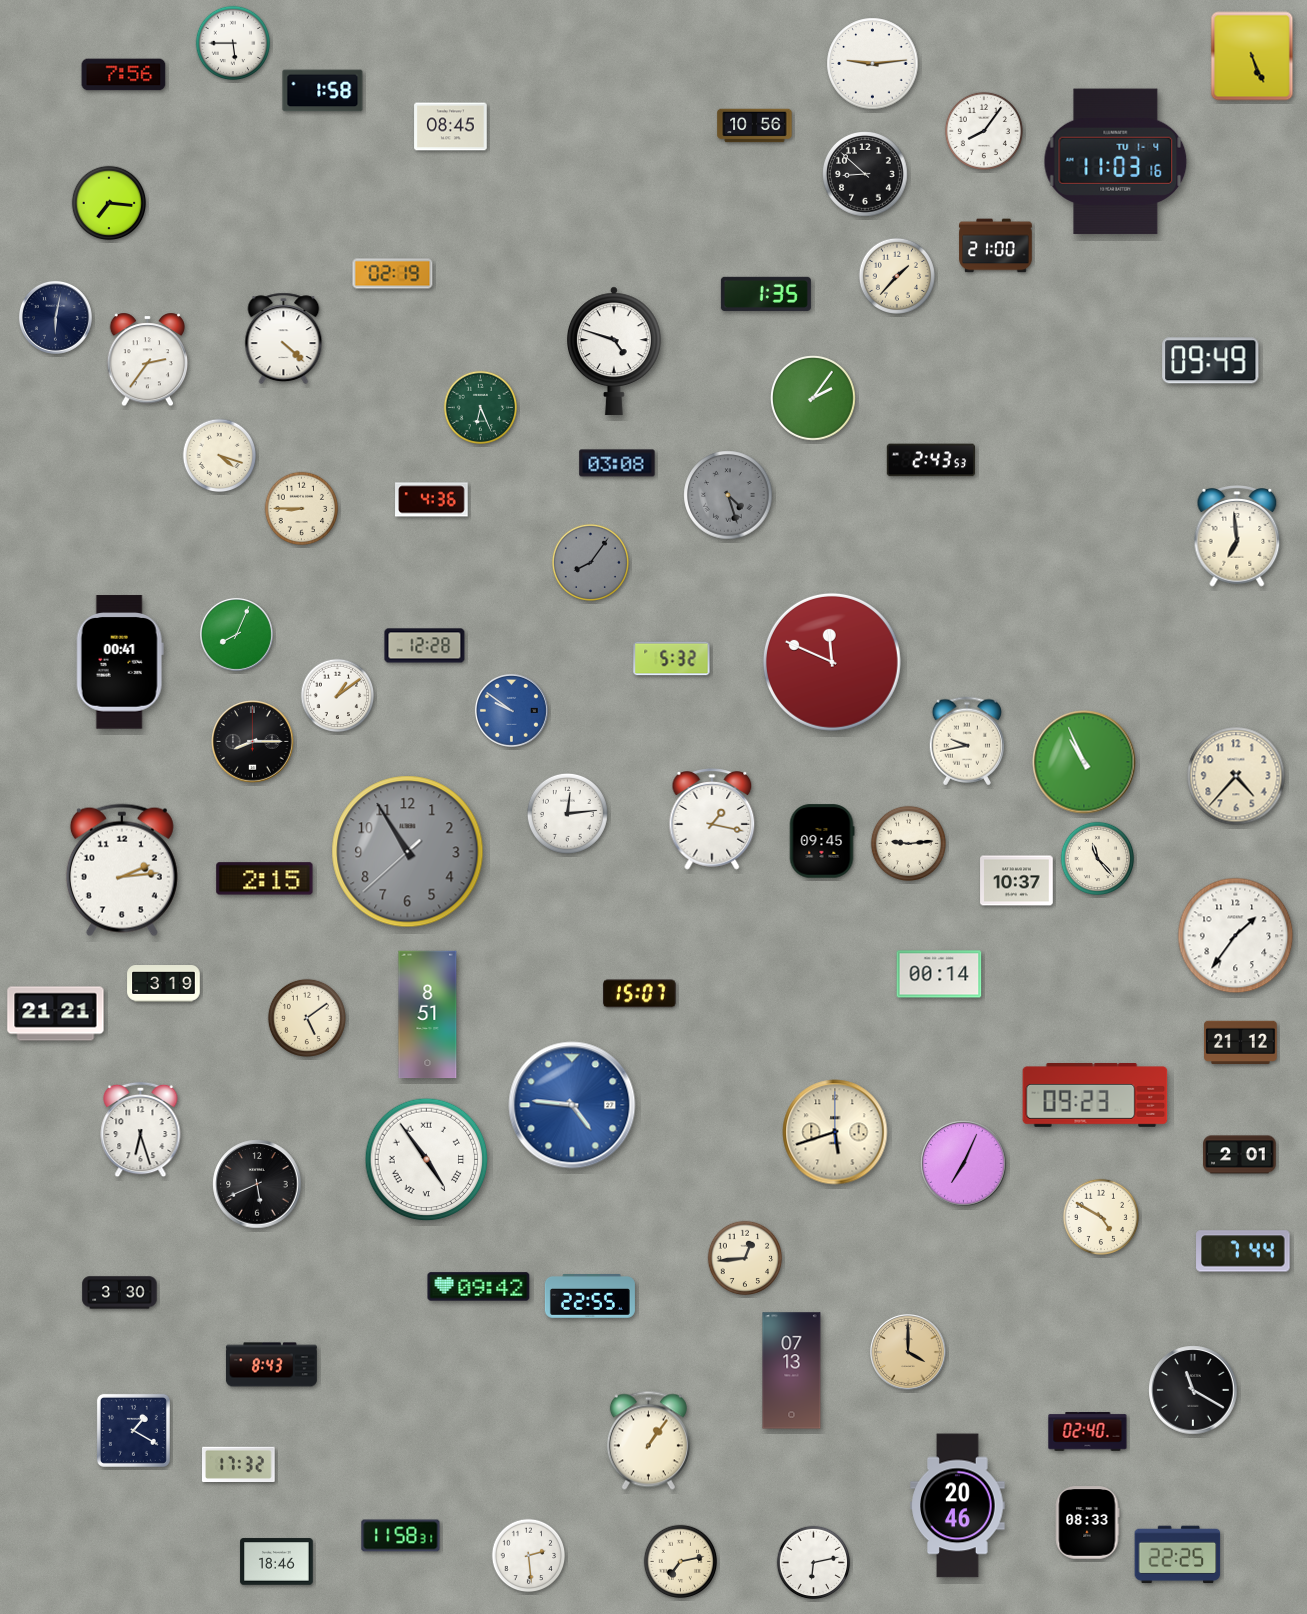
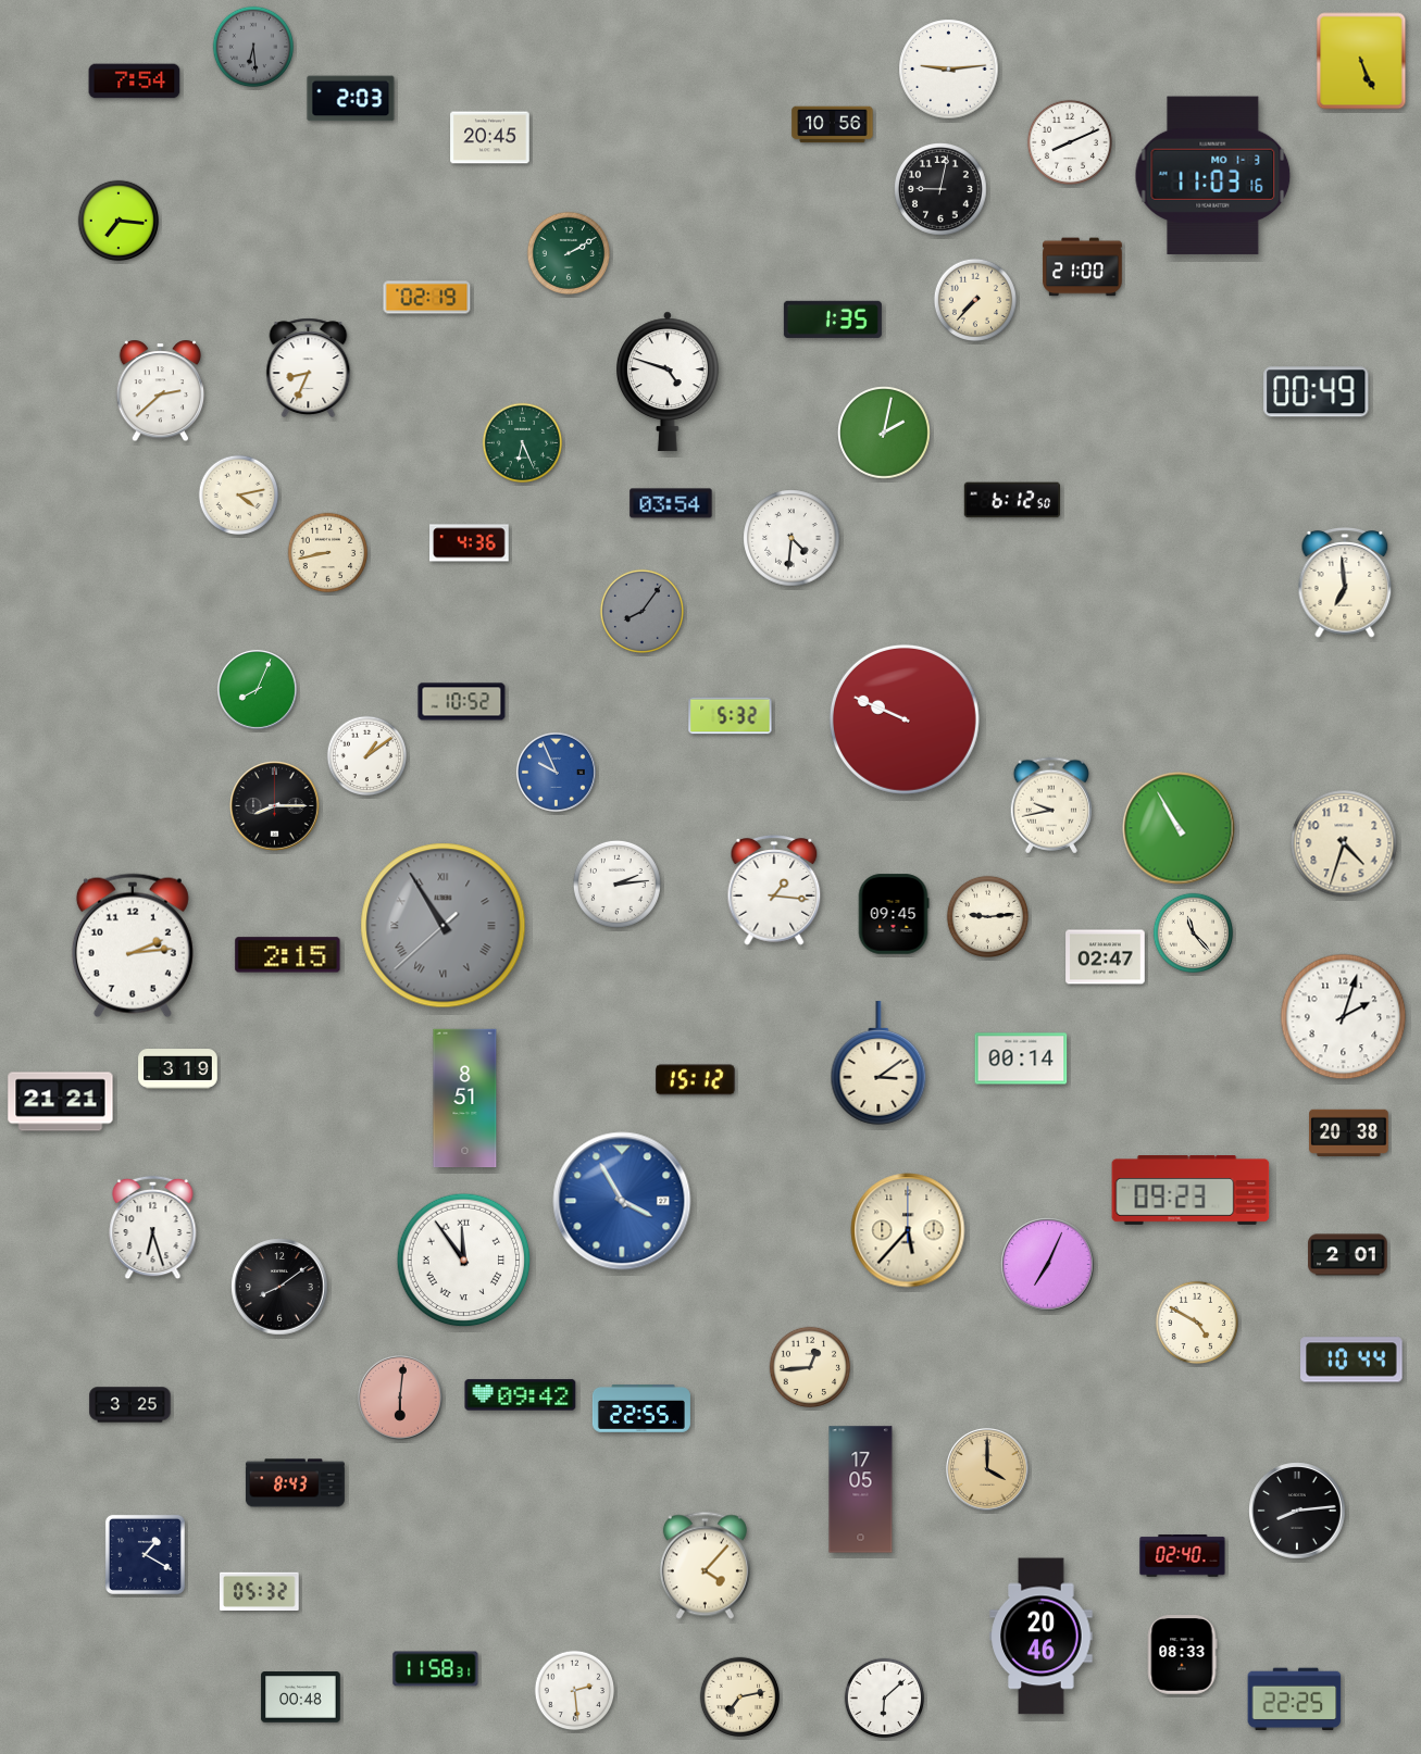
clock at (233, 43): 5:45 -> 6:29
clock at (233, 43) dial: white -> grey
clock at (124, 75): 7:56 -> 7:54
clock at (323, 91): 1:58 -> 2:03
clock at (755, 126) position: (755, 126) -> (833, 125)
clock at (451, 127): 08:45 -> 20:45
clock at (984, 131): 8:06 -> 8:11
clock at (1116, 162) date: TU 1-4 -> MO 1-3
clock at (866, 175): 8:52 -> 9:02
clock at (568, 252): none -> 2:10
clock at (896, 275): 1:37 -> 7:37
clock at (55, 317): 6:02 -> none
clock at (284, 339): 4:22 -> 8:34
clock at (148, 360): 2:36 -> 2:38
clock at (1211, 361): 09:49 -> 00:49
clock at (814, 399): 2:06 -> 2:02
clock at (220, 456): 4:18 -> 4:13
clock at (930, 460): 2:43 -> 6:12
clock at (617, 463): 03:08 -> 03:54
clock at (728, 495): 4:27 -> 4:31
clock at (728, 495) dial: grey -> white
clock at (302, 509): 8:45 -> 8:43
clock at (425, 646): 12:28 -> 10:52
clock at (120, 662): 00:41 -> none
clock at (832, 662): 11:49 -> 9:49
clock at (511, 710): 9:51 -> 9:56
clock at (1084, 762): 10:56 -> 10:55
clock at (1236, 776): 4:37 -> 4:33
clock at (567, 813): 12:14 -> 2:14
clock at (712, 819): 1:17 -> 1:16
clock at (408, 852) numerals: Arabic -> Roman
clock at (1017, 881): 10:37 -> 02:47
clock at (1236, 936): 1:36 -> 2:03
clock at (878, 1063): none -> 3:09
clock at (640, 994): 15:07 -> 15:12
clock at (428, 1015) position: (428, 1015) -> (465, 1099)
clock at (307, 1018): 5:09 -> none
clock at (1241, 1042): 21:12 -> 20:38
clock at (572, 1105): 4:46 -> 3:55
clock at (835, 1132): 5:42 -> 5:37
clock at (427, 1160): 4:54 -> 11:54
clock at (257, 1184): 5:41 -> 8:09
clock at (1243, 1251): 7:44 -> 10:44
clock at (401, 1399): none -> 6:01
clock at (479, 1287) position: (479, 1287) -> (521, 1395)
clock at (120, 1293): 3:30 -> 3:25
clock at (792, 1371): 07:13 -> 17:05
clock at (1193, 1390): 11:20 -> 8:14
clock at (648, 1441): 1:06 -> 4:07
clock at (239, 1464): 17:32 -> 05:32
clock at (1178, 1555) position: (1178, 1555) -> (1295, 1700)
clock at (277, 1562): 18:46 -> 00:48
clock at (814, 1563): 6:13 -> 6:08
